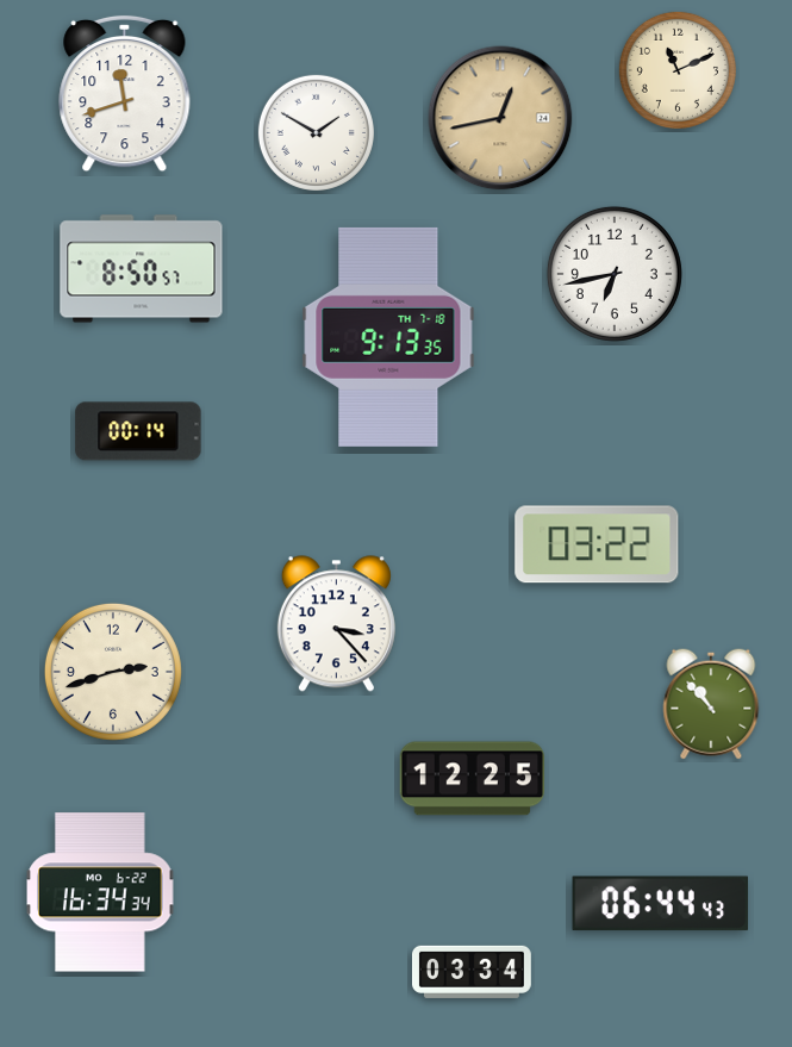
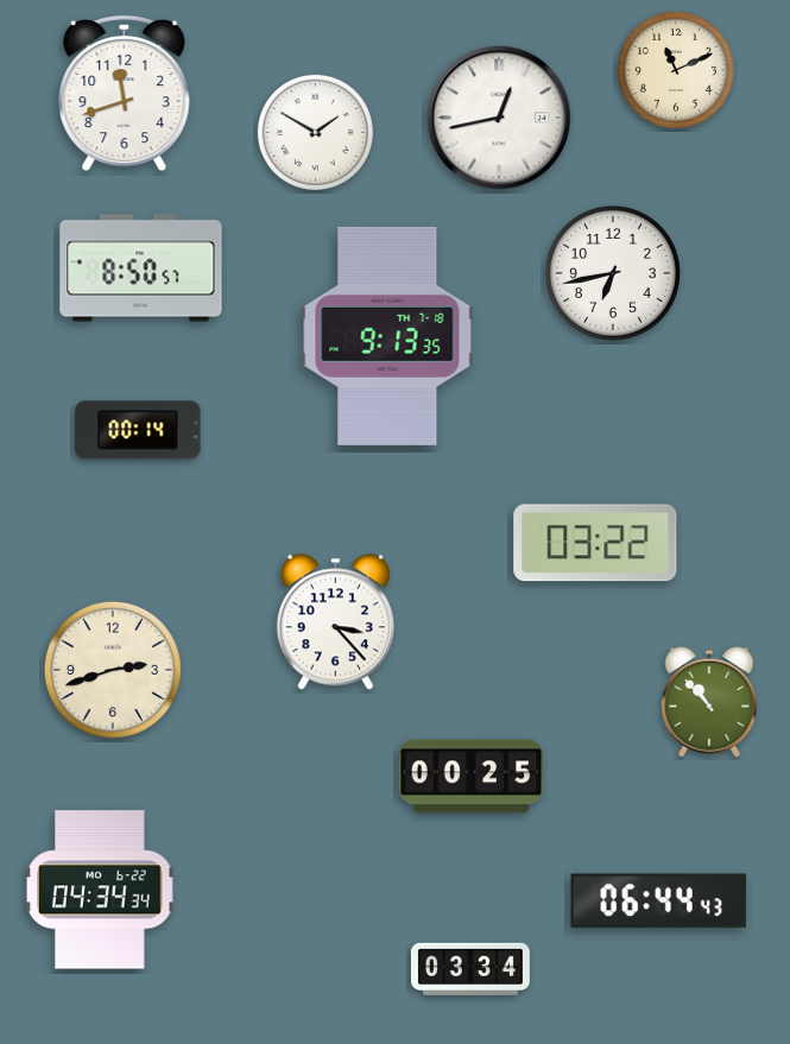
clock at (500, 118) dial: champagne -> white
clock at (473, 779): 12:25 -> 00:25
clock at (100, 892): 16:34 -> 04:34
